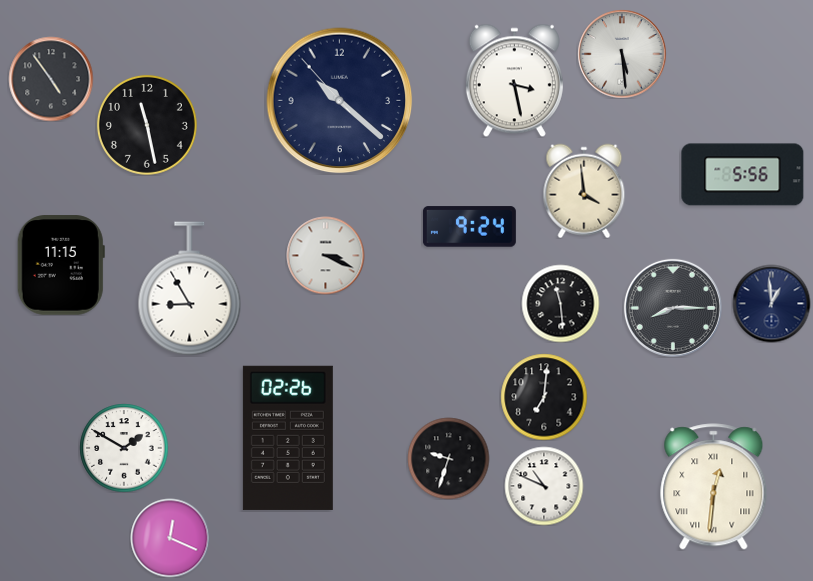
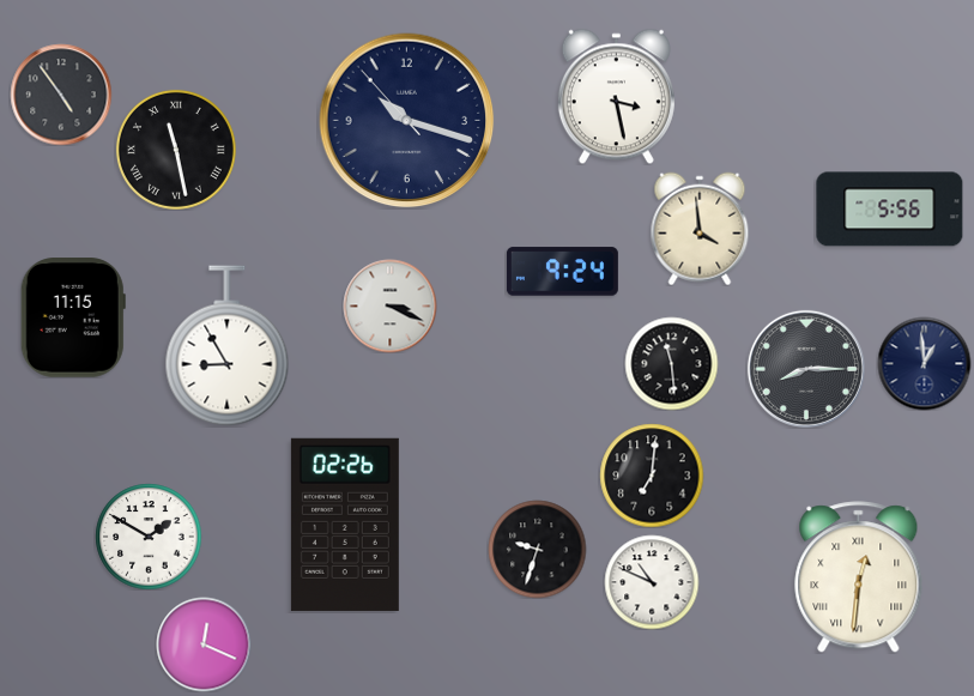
clock at (622, 54): 5:29 -> none
clock at (340, 101): 10:21 -> 10:17
clock at (147, 125) numerals: Arabic -> Roman
clock at (714, 487) position: (714, 487) -> (859, 577)
